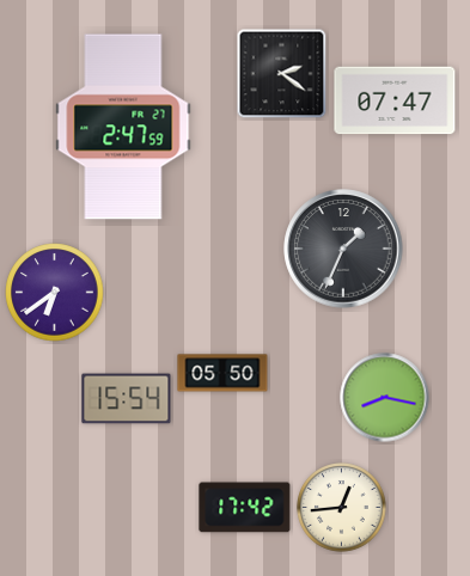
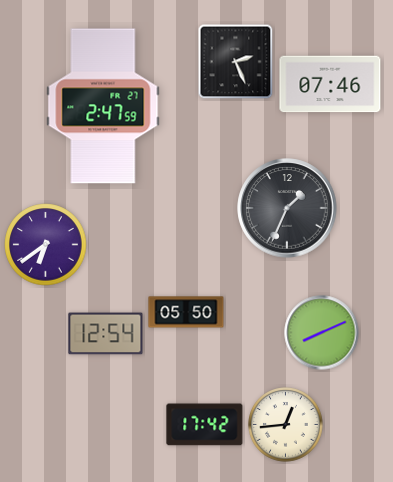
clock at (282, 74): 2:21 -> 2:26
clock at (395, 100): 07:47 -> 07:46
clock at (385, 398): 8:17 -> 8:11
clock at (127, 399): 15:54 -> 12:54
